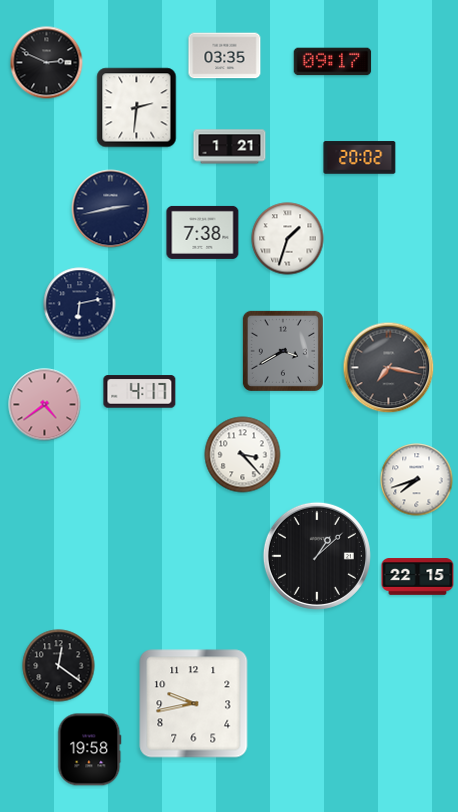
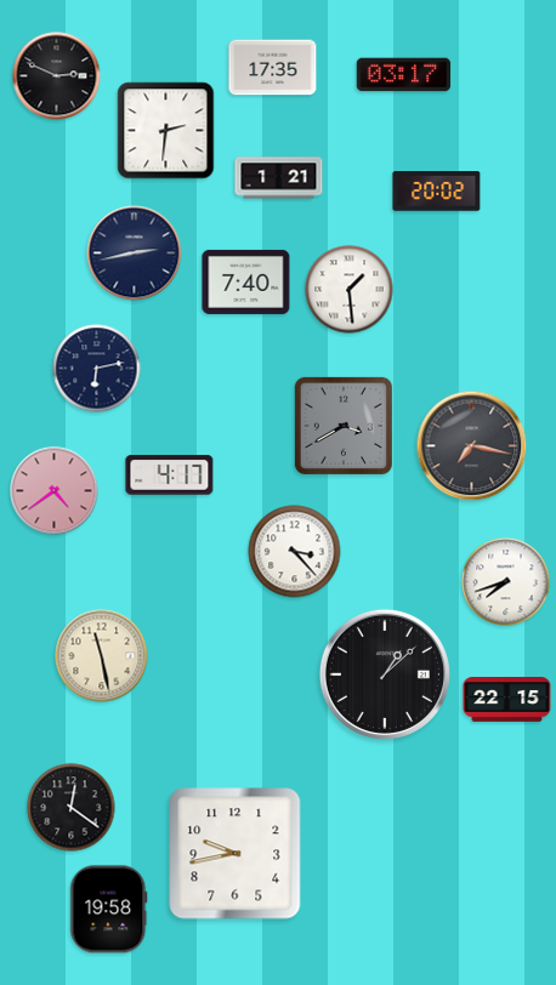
clock at (225, 56): 03:35 -> 17:35
clock at (333, 62): 09:17 -> 03:17
clock at (203, 232): 7:38 -> 7:40
clock at (288, 239): 1:33 -> 1:29
clock at (102, 656): none -> 11:28
